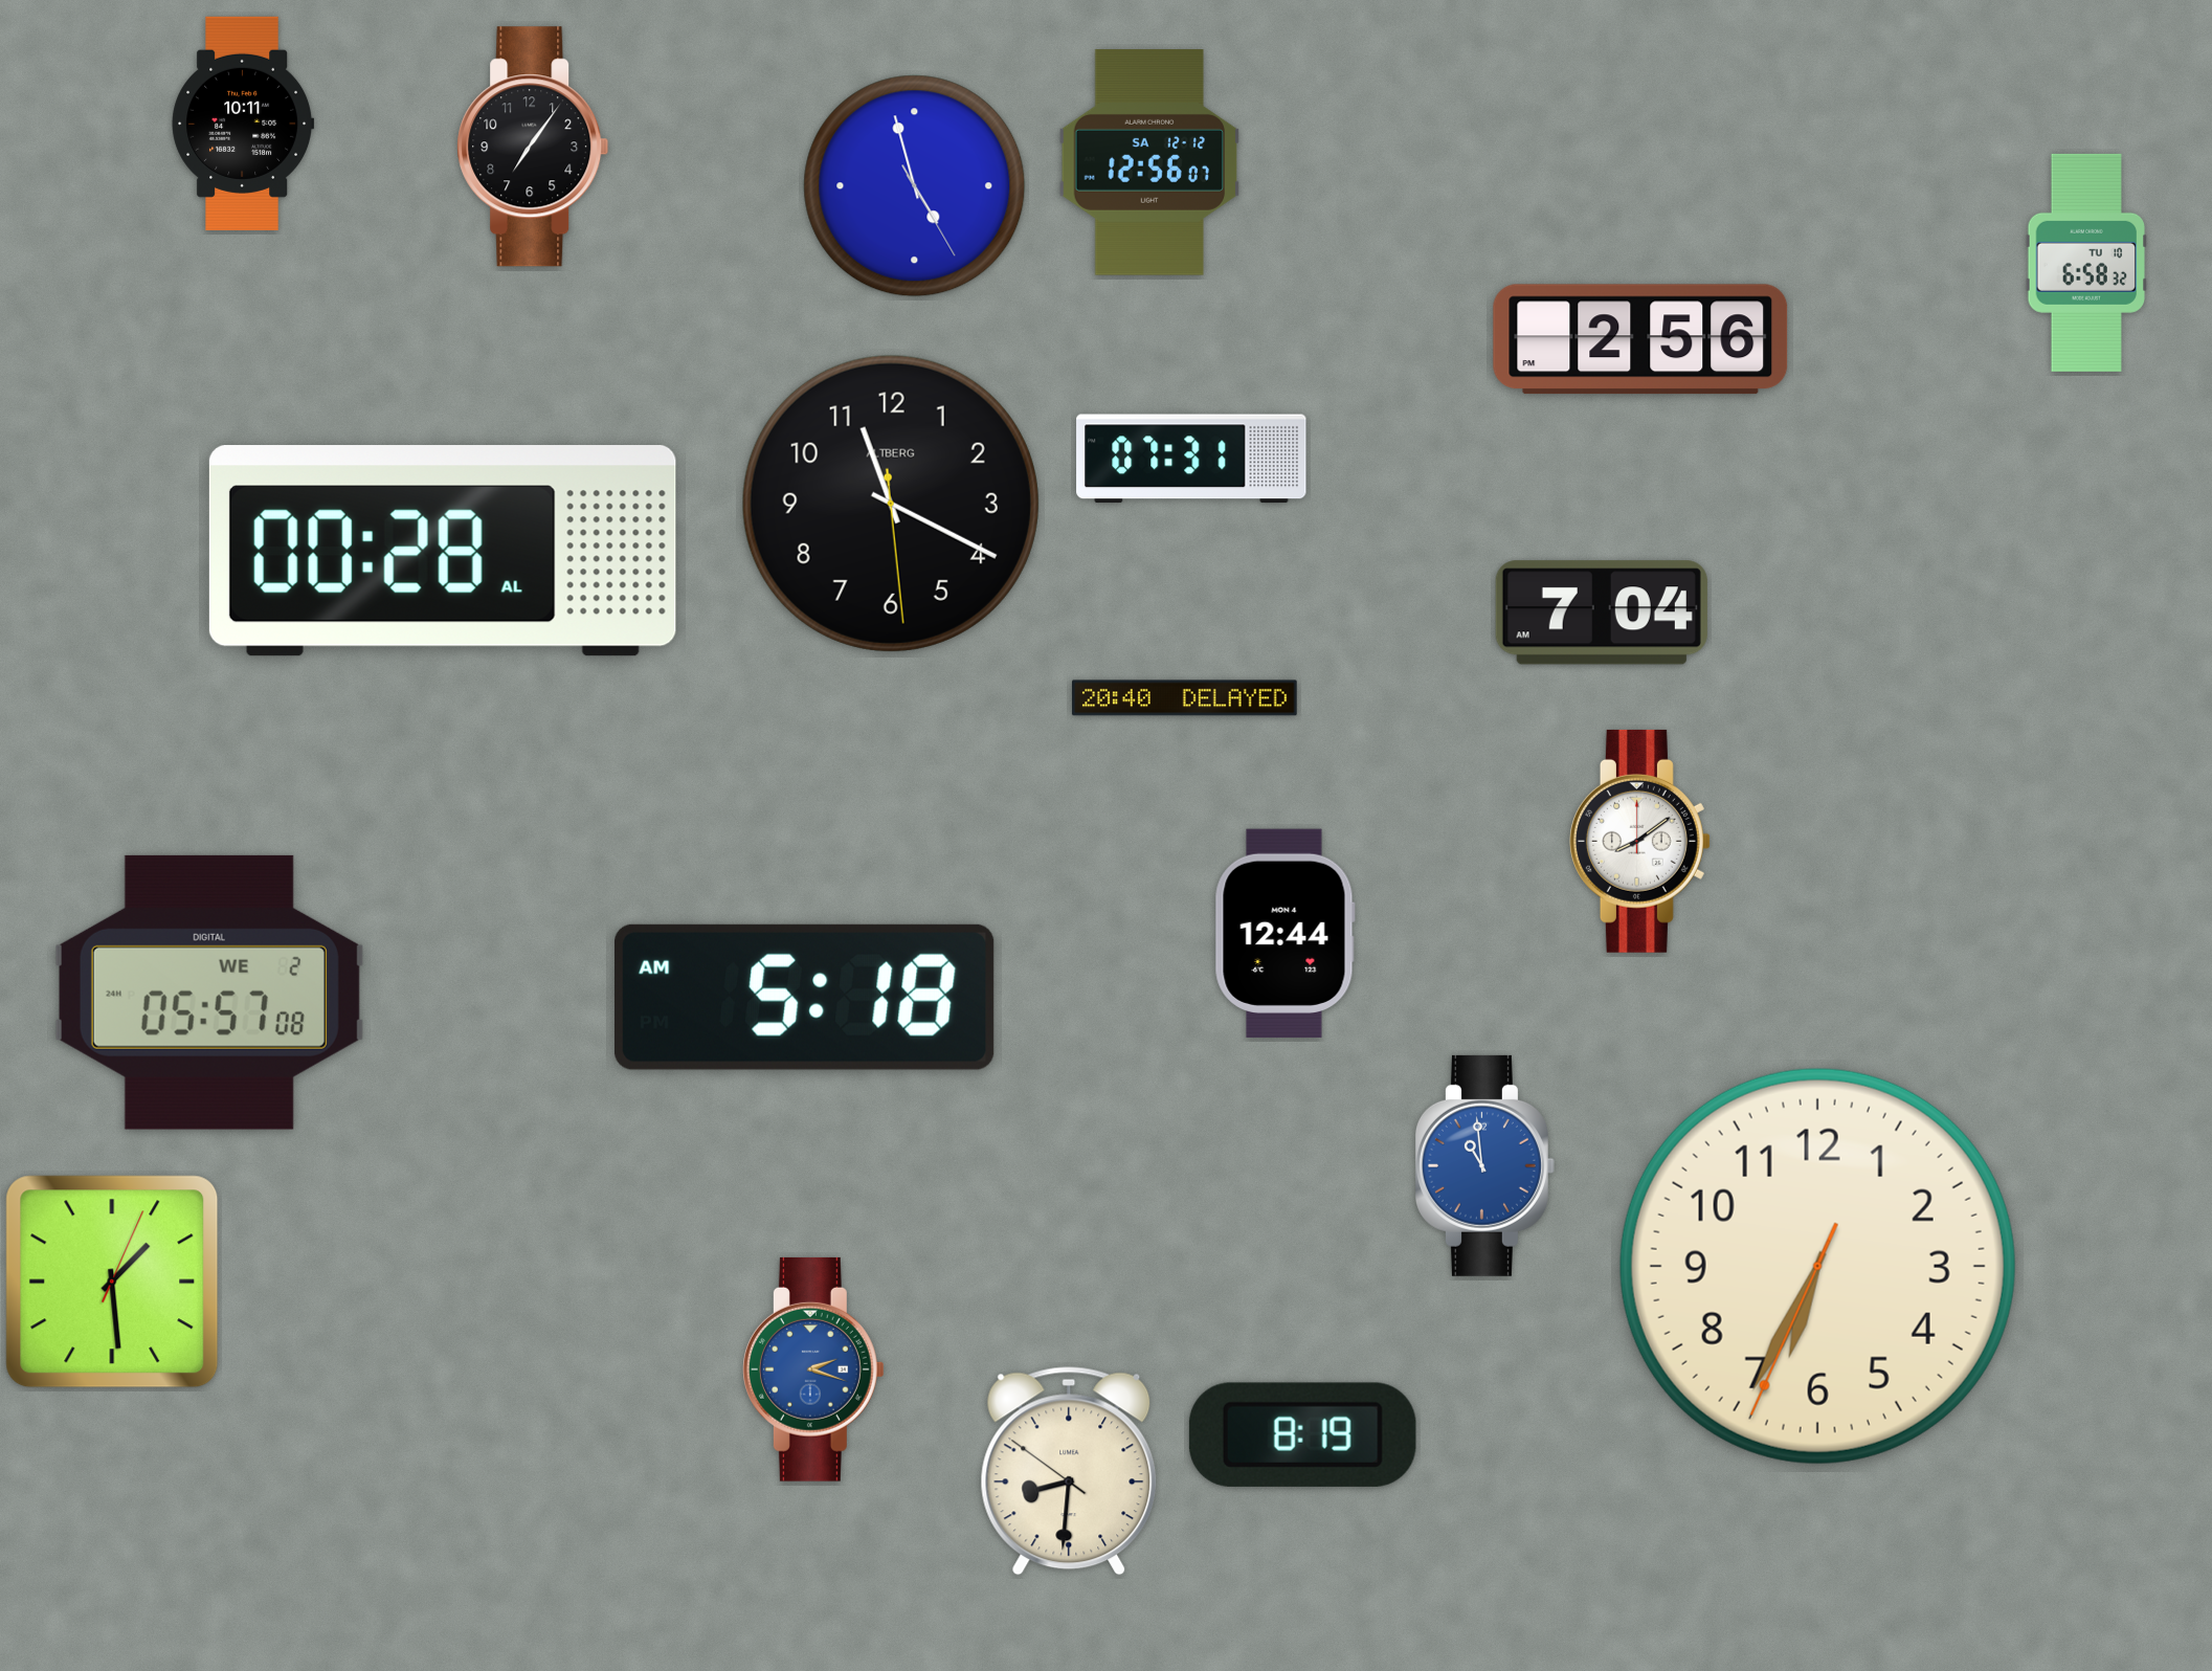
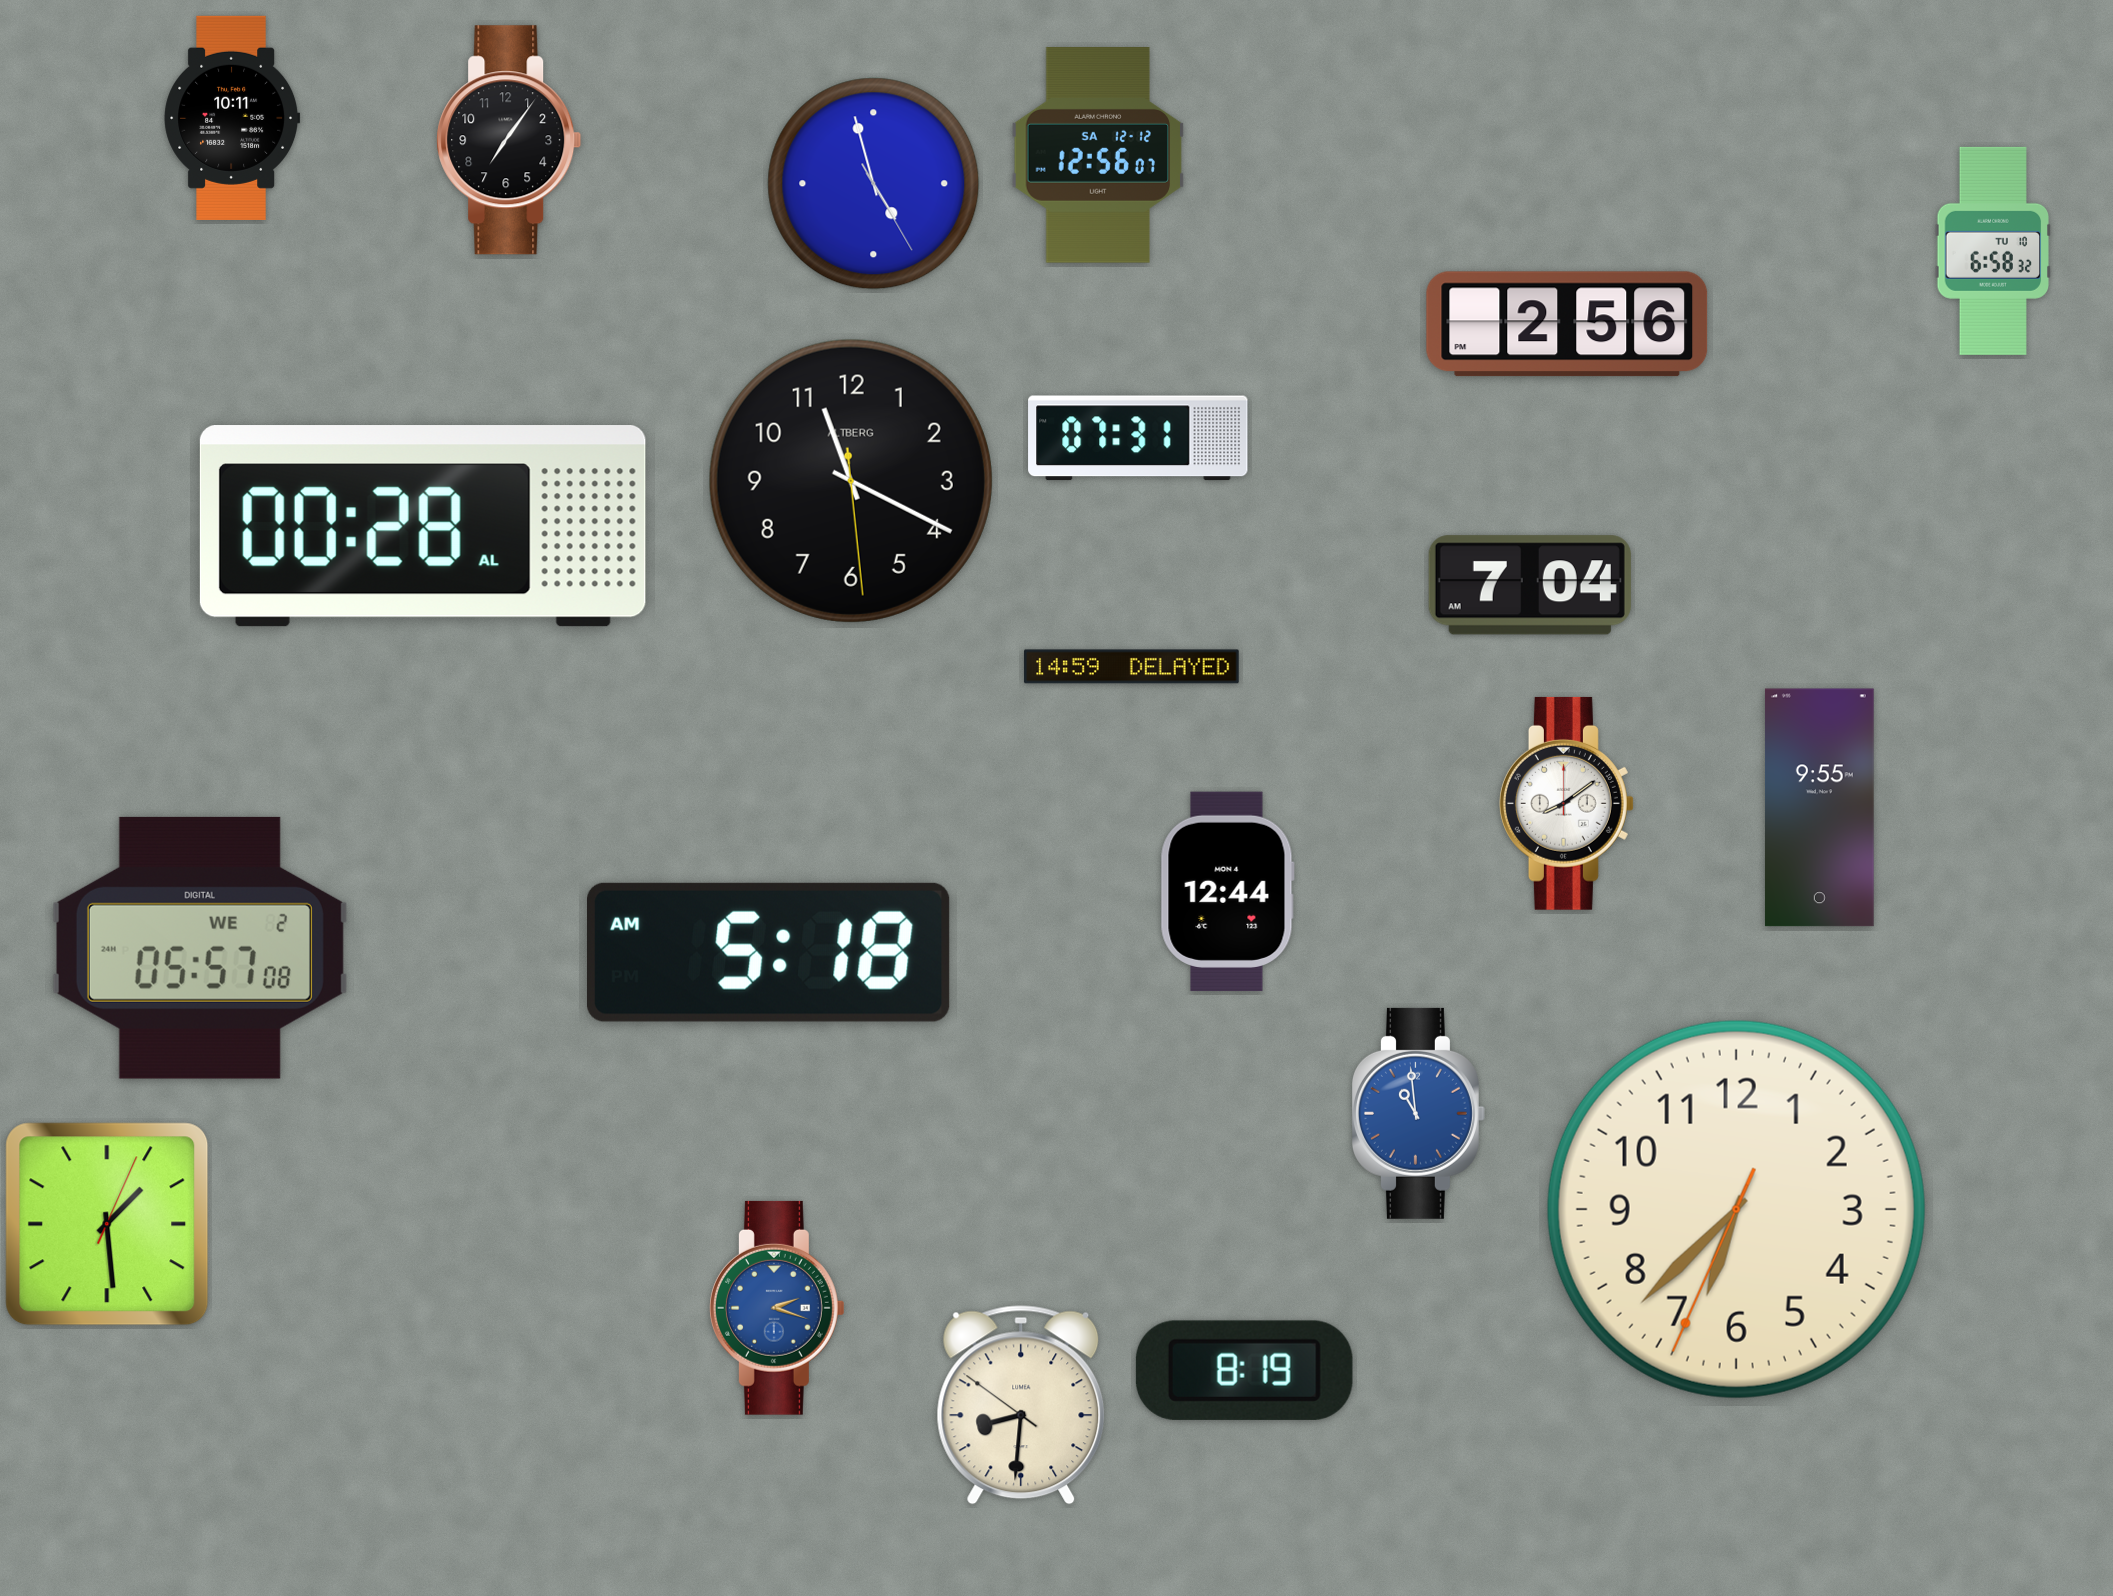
clock at (915, 186) position: (915, 186) -> (874, 184)
clock at (1185, 698): 20:40 -> 14:59
clock at (1819, 808): none -> 9:55
clock at (1817, 1266): 6:34 -> 6:37
